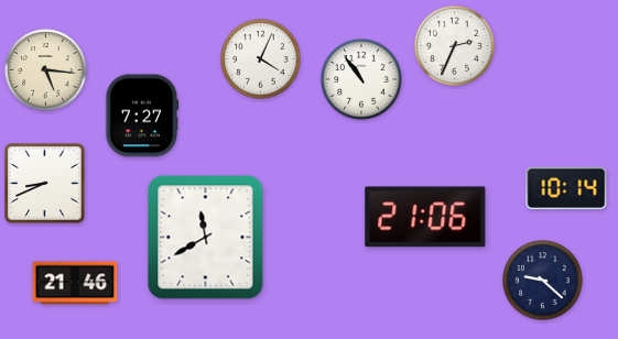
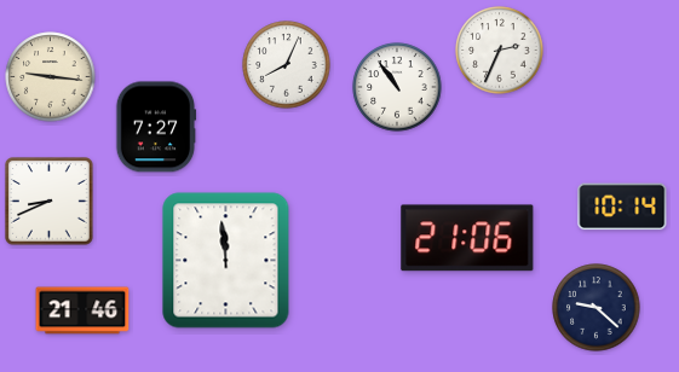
clock at (261, 59): 4:04 -> 8:04
clock at (46, 70): 5:16 -> 9:16
clock at (206, 238): 11:40 -> 11:59
